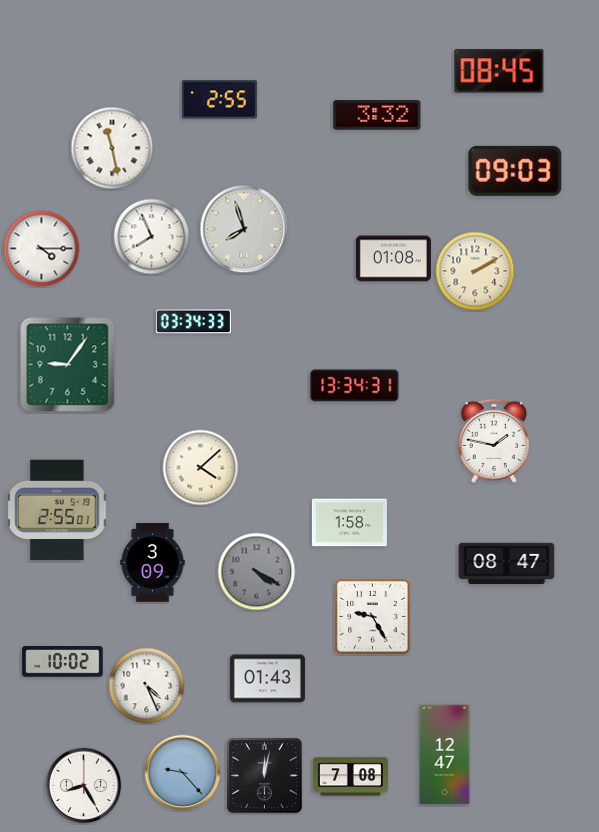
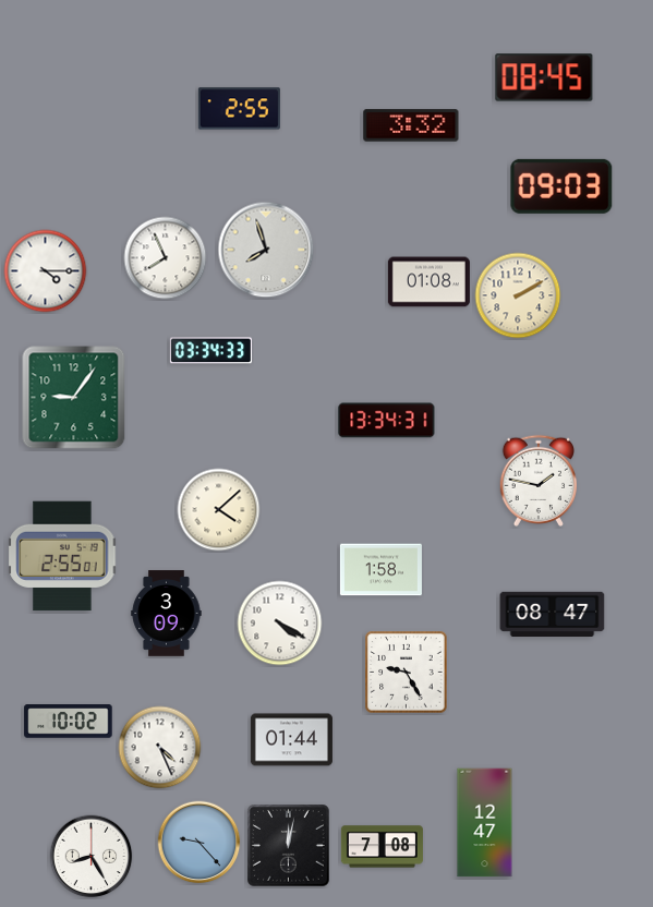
clock at (112, 148): 11:28 -> none
clock at (257, 572) dial: grey -> white
clock at (267, 679): 01:43 -> 01:44
